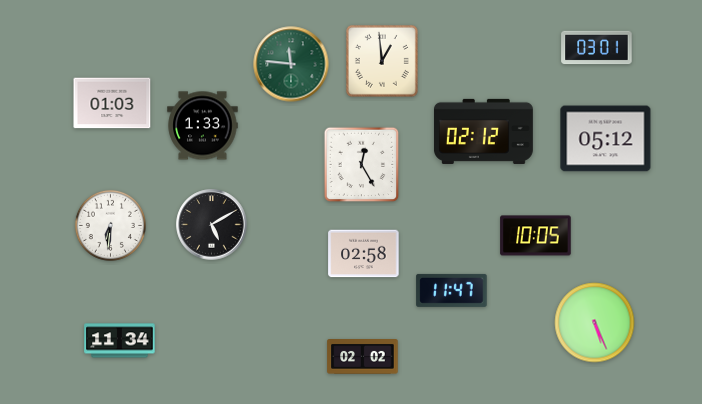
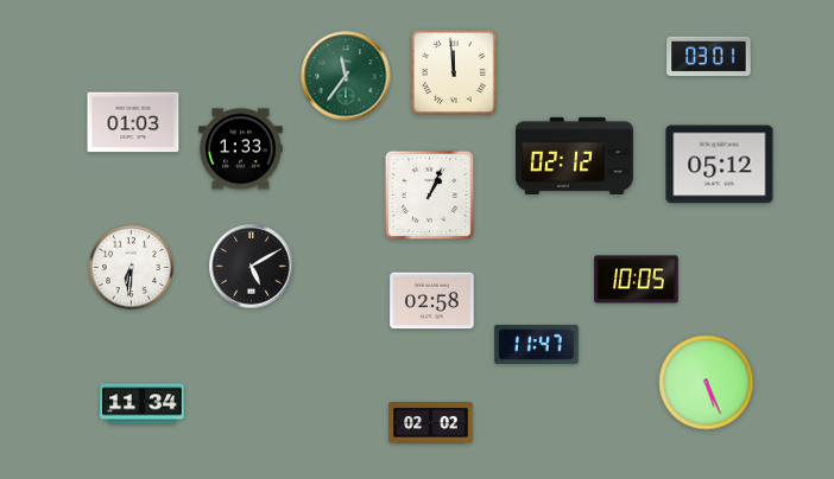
clock at (382, 61): 12:59 -> 11:59
clock at (291, 64): 11:46 -> 11:36
clock at (362, 165): 12:25 -> 1:04
